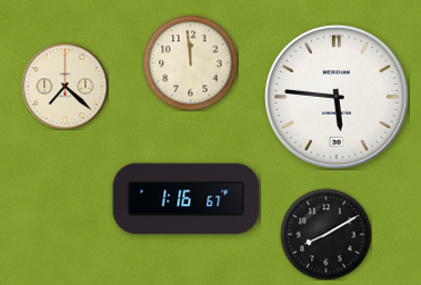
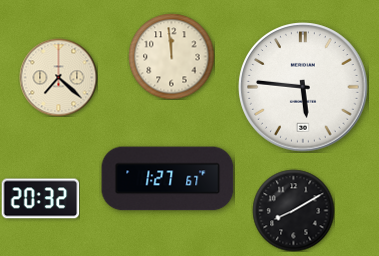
clock at (187, 199): 1:16 -> 1:27
clock at (40, 199): none -> 20:32
